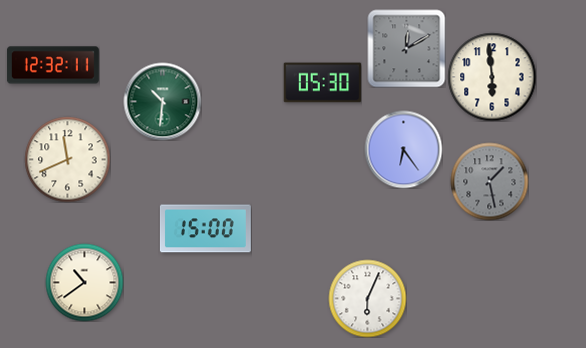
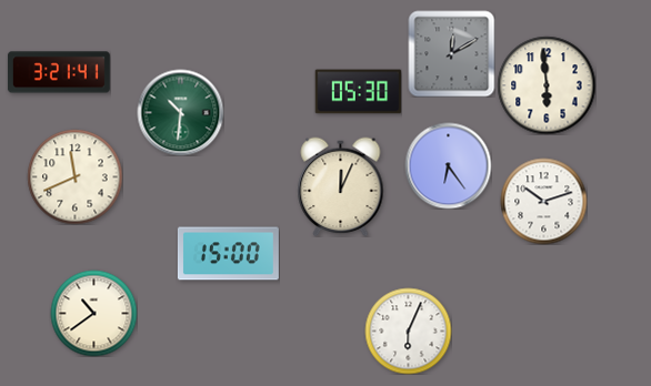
clock at (53, 65): 12:32 -> 3:21
clock at (341, 186): none -> 12:04
clock at (489, 181): 1:28 -> 10:12
clock at (489, 181) dial: grey -> white
